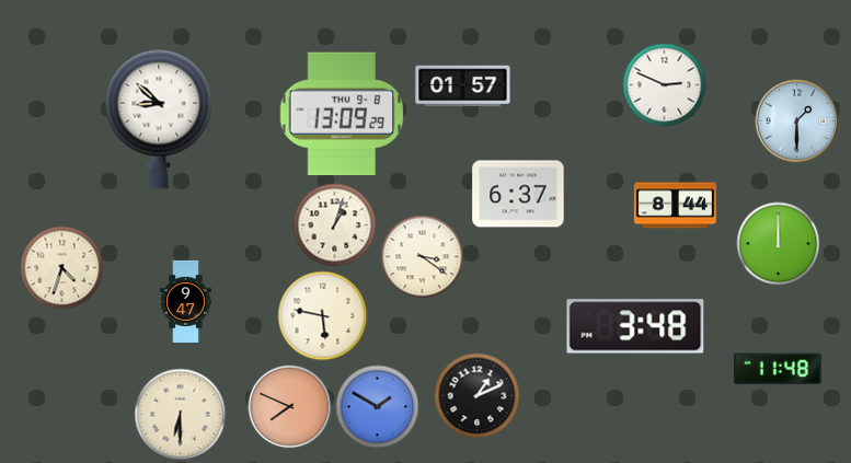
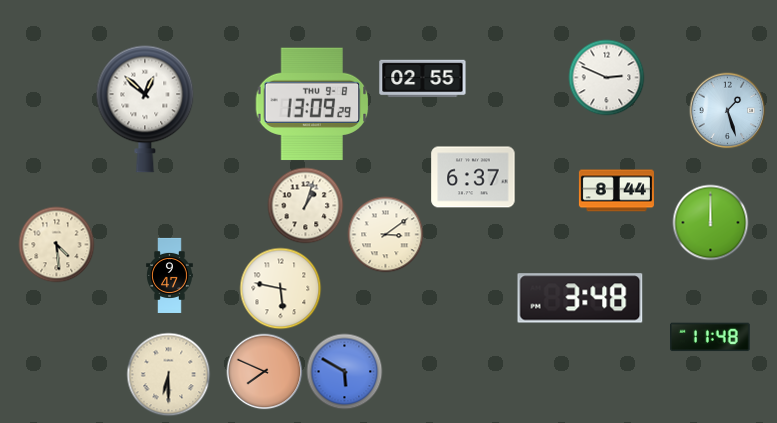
clock at (463, 86): 01:57 -> 02:55
clock at (159, 119): 8:52 -> 12:52
clock at (797, 121): 1:30 -> 1:27
clock at (675, 206) position: (675, 206) -> (616, 191)
clock at (423, 257): 3:21 -> 3:09
clock at (62, 268): 4:33 -> 4:29
clock at (323, 316) position: (323, 316) -> (281, 289)
clock at (478, 396): 1:11 -> none
clock at (378, 407): 1:50 -> 5:50
clock at (181, 415) position: (181, 415) -> (169, 375)
